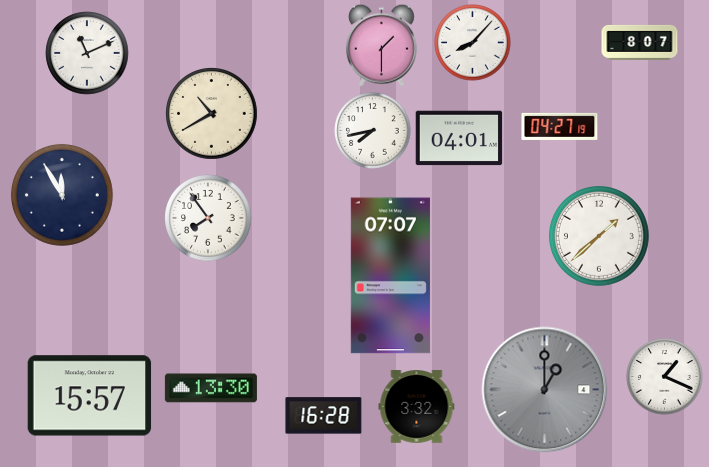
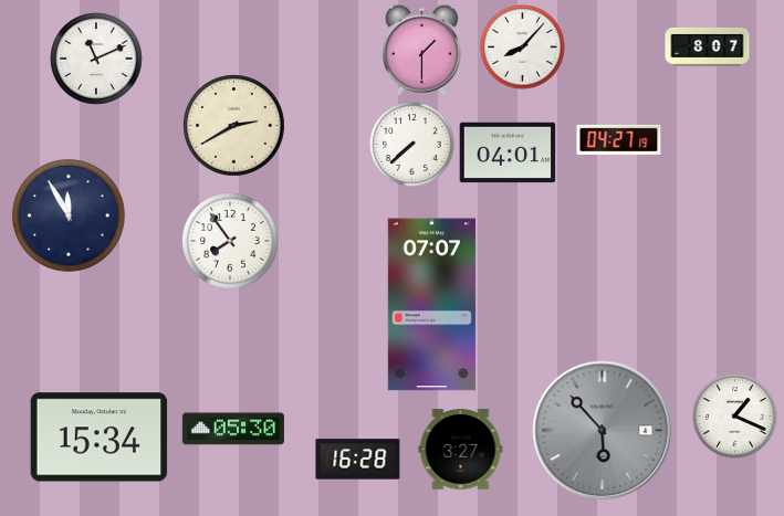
clock at (212, 114): 10:40 -> 2:40
clock at (373, 131): 7:43 -> 7:38
clock at (599, 236): 1:38 -> none
clock at (211, 388): 13:30 -> 05:30
clock at (545, 390): 1:00 -> 5:53
clock at (90, 396): 15:57 -> 15:34
clock at (417, 407): 3:32 -> 3:27
